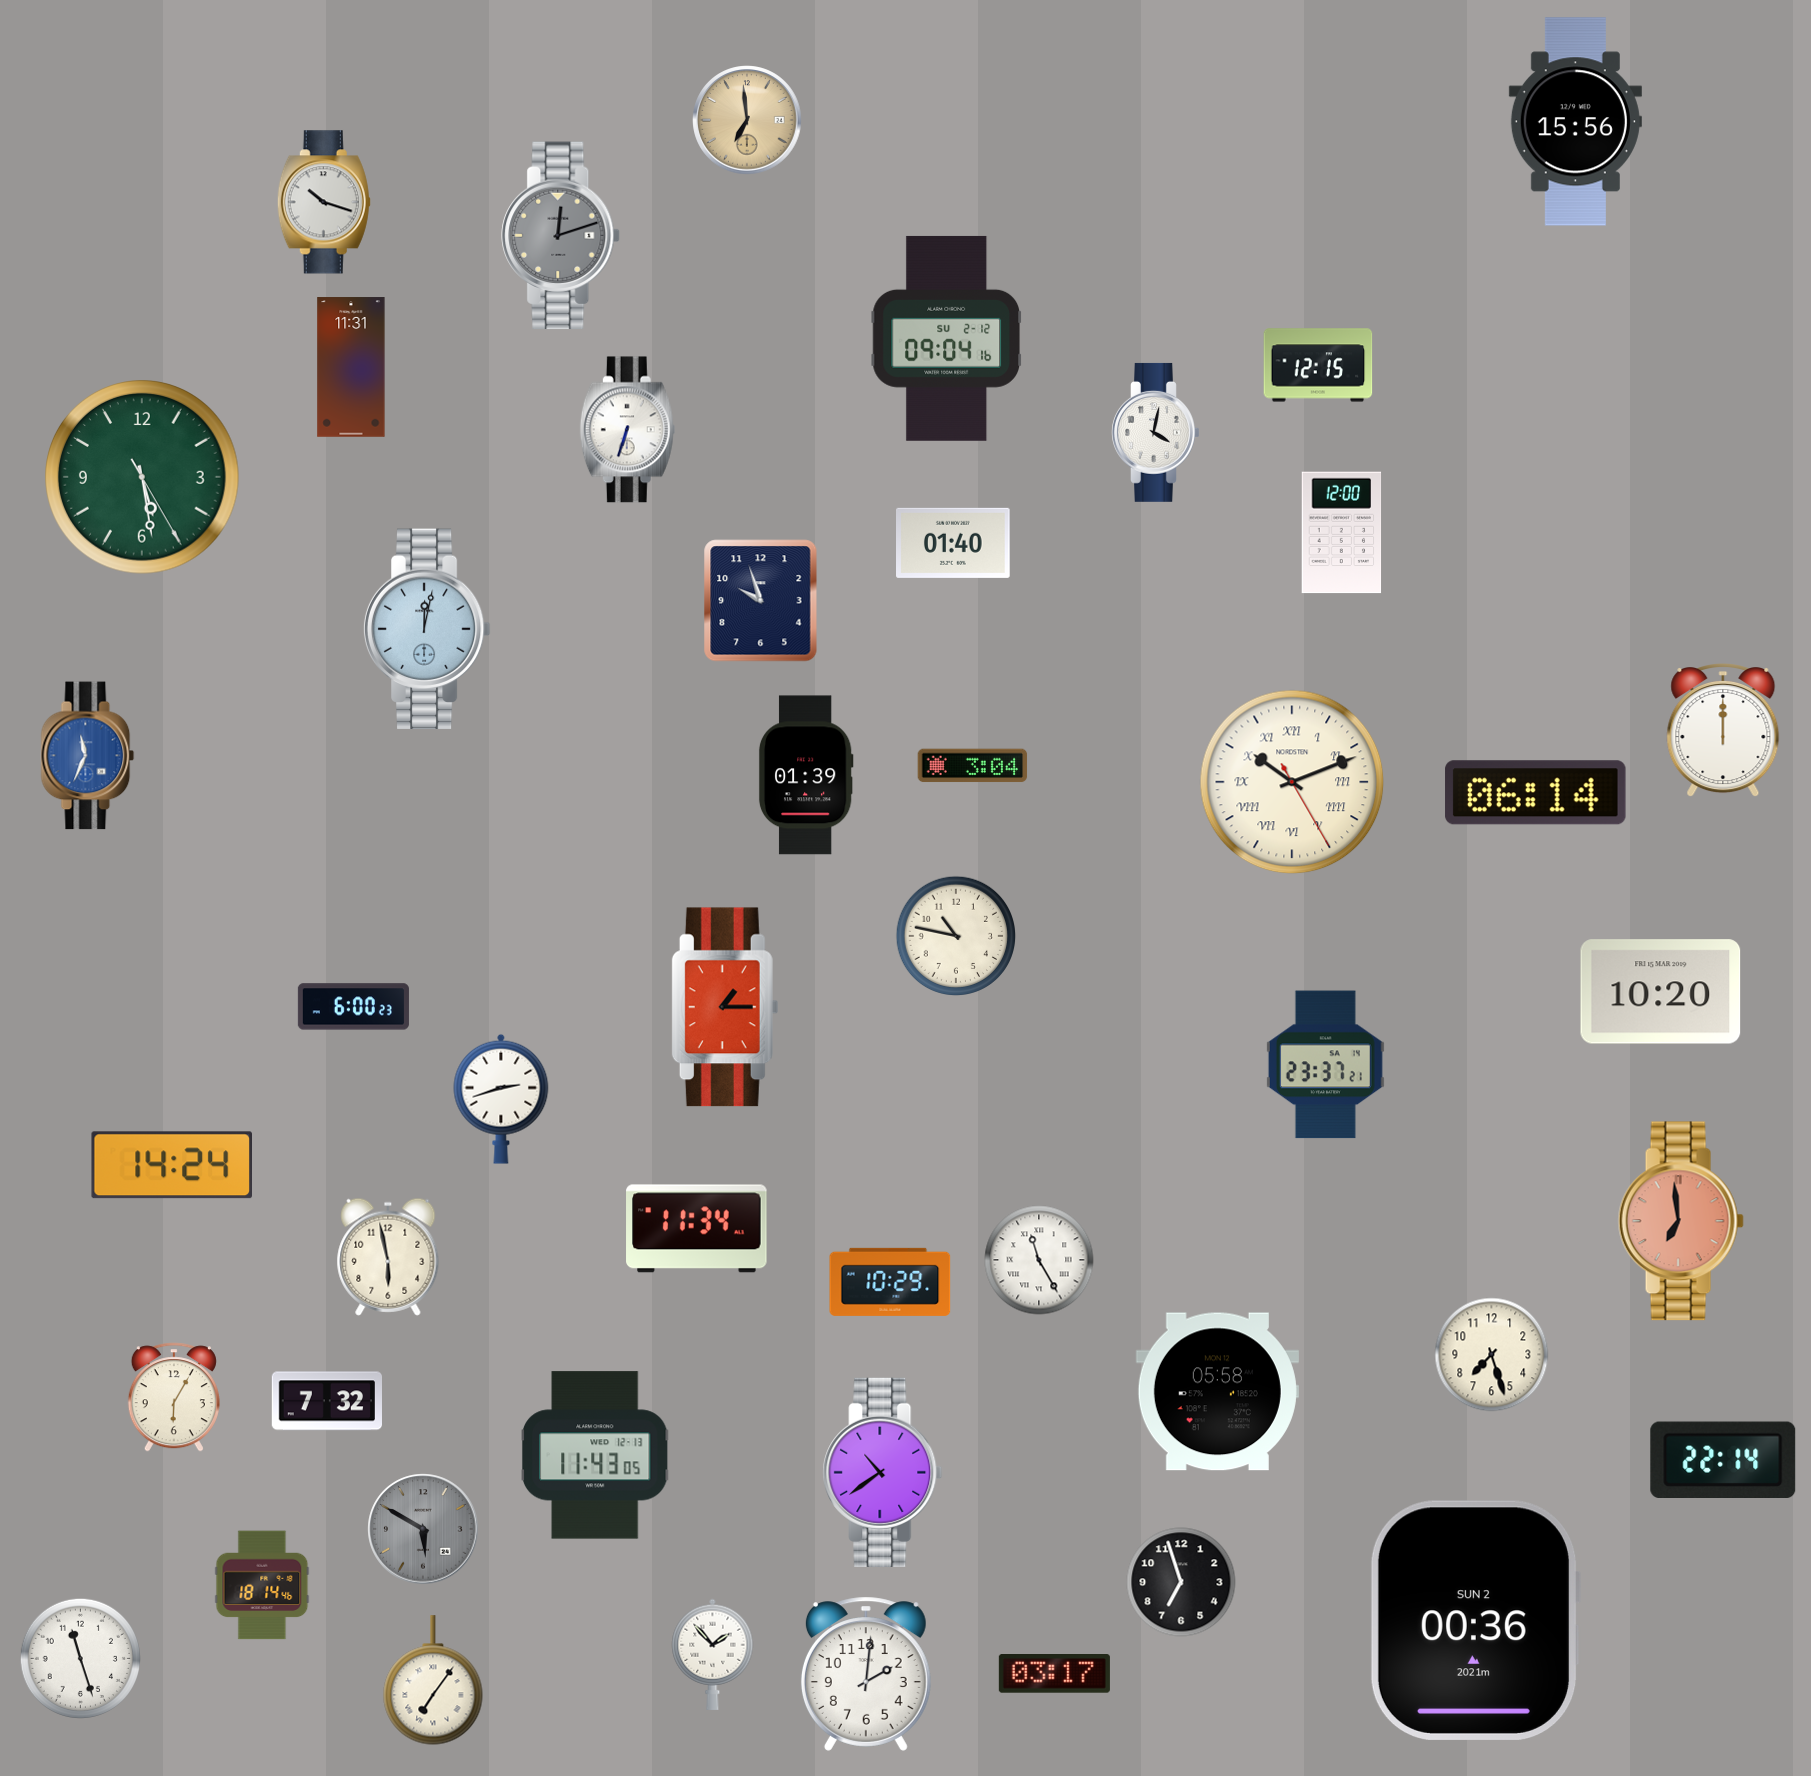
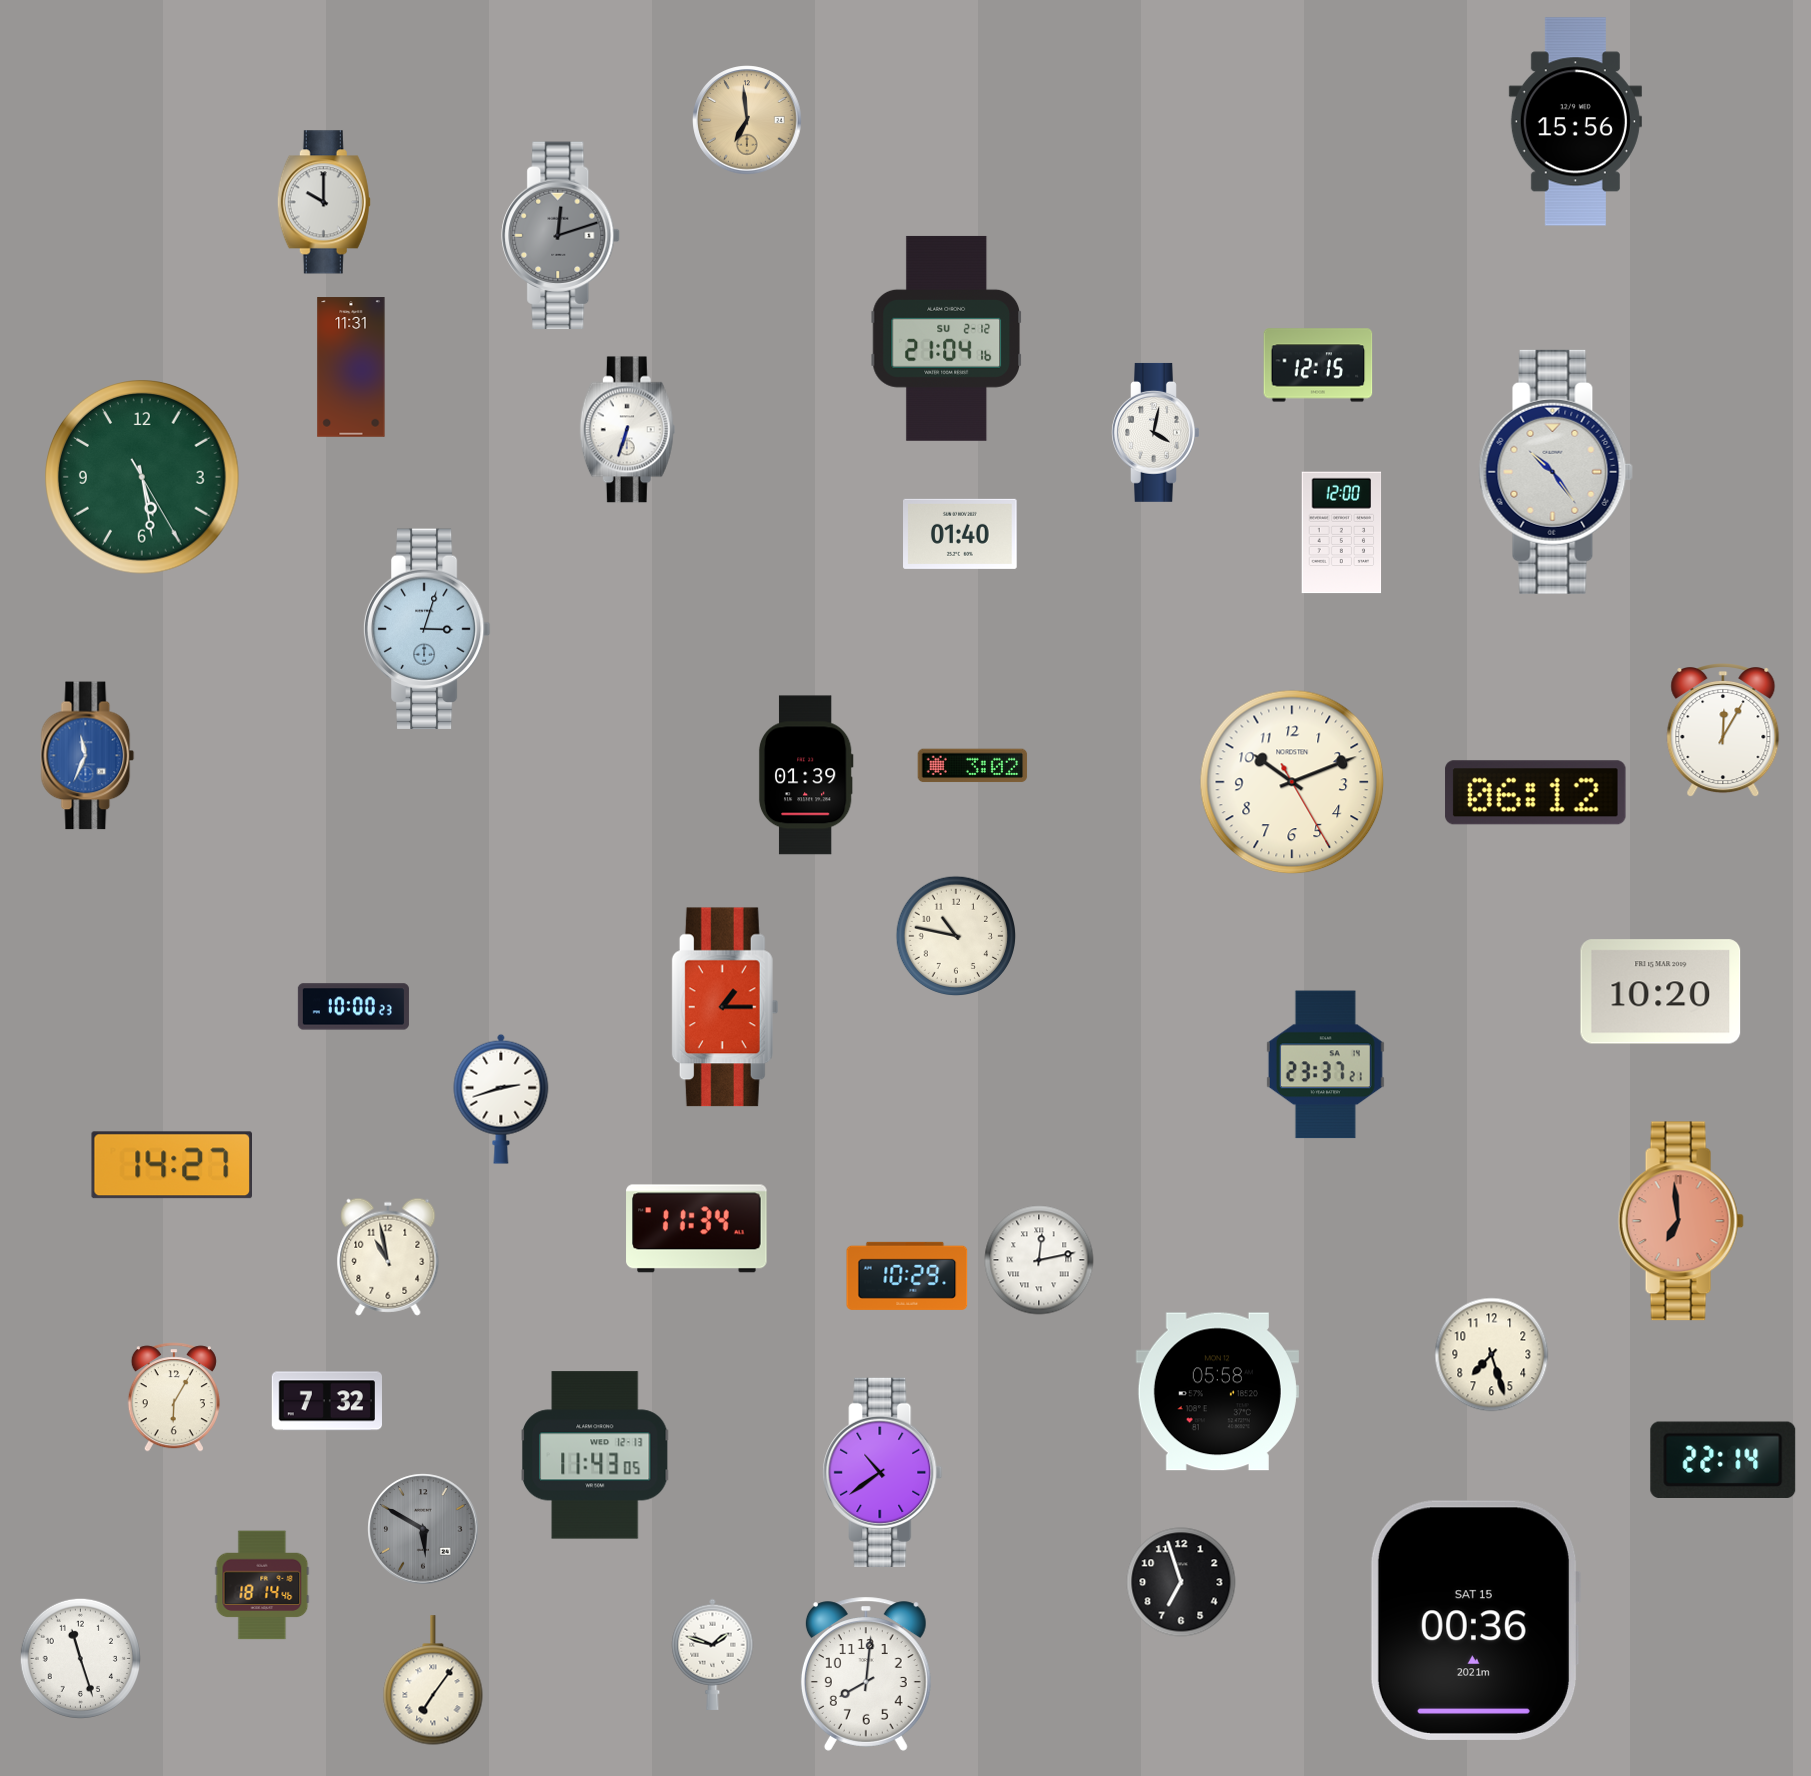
clock at (324, 202): 10:18 -> 10:00
clock at (946, 338): 09:04 -> 21:04
clock at (1556, 472): none -> 10:24
clock at (954, 543) position: (954, 543) -> (961, 534)
clock at (761, 601): 9:57 -> none
clock at (427, 629): 12:02 -> 3:03
clock at (1723, 731): 12:00 -> 12:05
clock at (973, 766): 3:04 -> 3:02
clock at (1292, 782) numerals: Roman -> Arabic
clock at (1536, 793): 06:14 -> 06:12
clock at (353, 1007): 6:00 -> 10:00
clock at (171, 1165): 14:24 -> 14:27
clock at (388, 1257): 5:58 -> 10:58
clock at (1039, 1260): 11:25 -> 12:13
clock at (890, 1282) position: (890, 1282) -> (907, 1276)
clock at (1474, 1620) date: SUN 2 -> SAT 15
clock at (713, 1654): 1:53 -> 1:48
clock at (866, 1674): 2:01 -> 8:01
clock at (1054, 1674): 03:17 -> none
